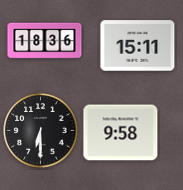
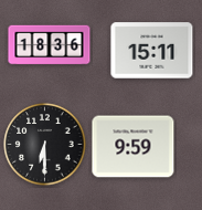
clock at (121, 133): 9:58 -> 9:59
